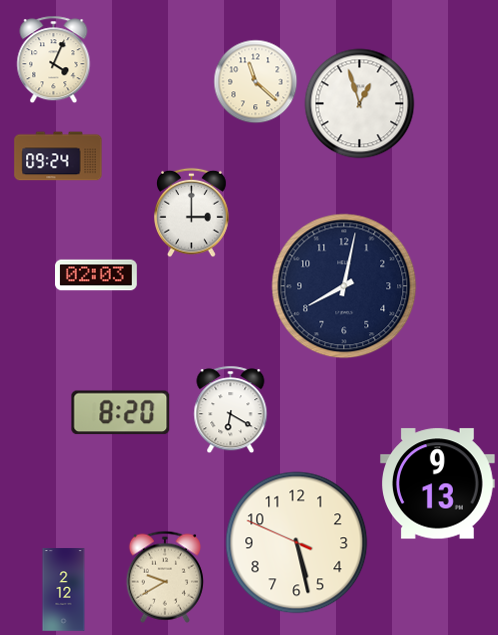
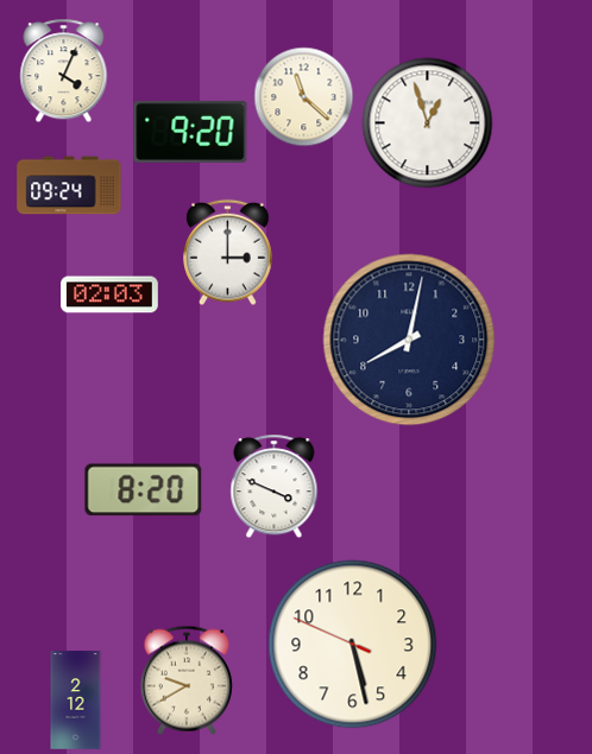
clock at (190, 132): none -> 9:20
clock at (97, 275) position: (97, 275) -> (111, 294)
clock at (231, 410): 6:20 -> 3:49
clock at (438, 484): 9:13 -> none
clock at (165, 577) position: (165, 577) -> (187, 680)
